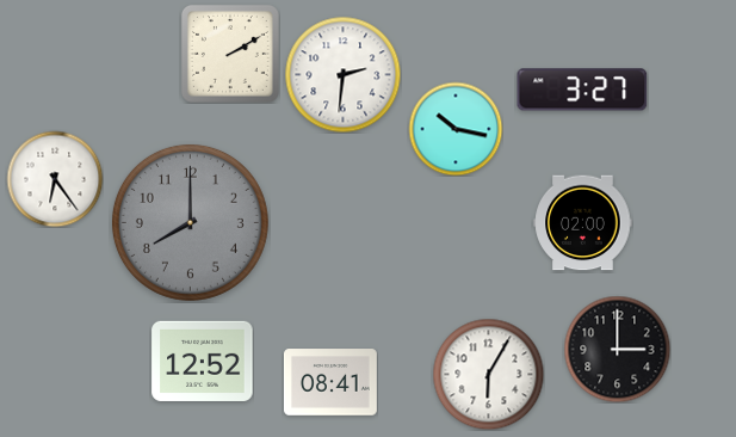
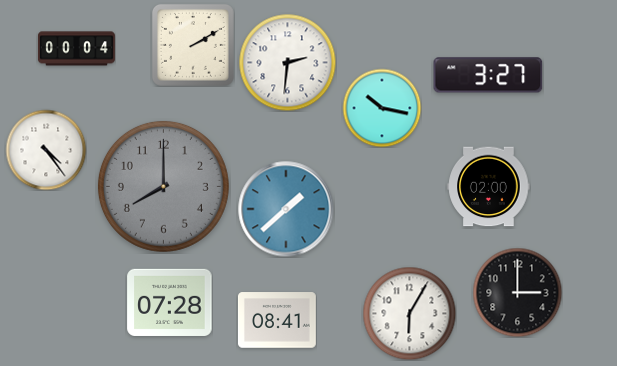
clock at (77, 49): none -> 00:04
clock at (55, 179): 6:24 -> 4:24
clock at (190, 222) position: (190, 222) -> (163, 186)
clock at (286, 209): none -> 1:38
clock at (203, 361): 12:52 -> 07:28
